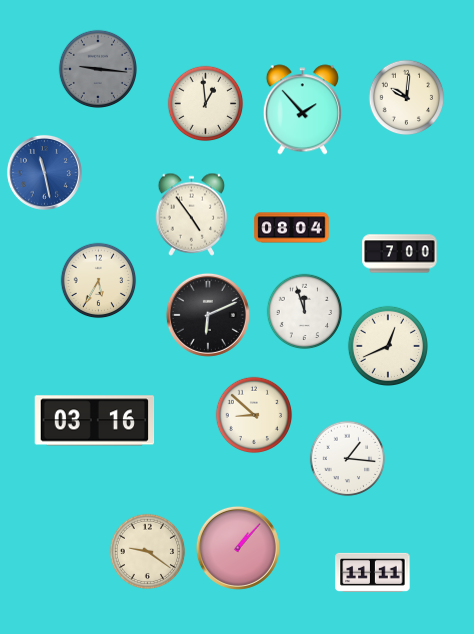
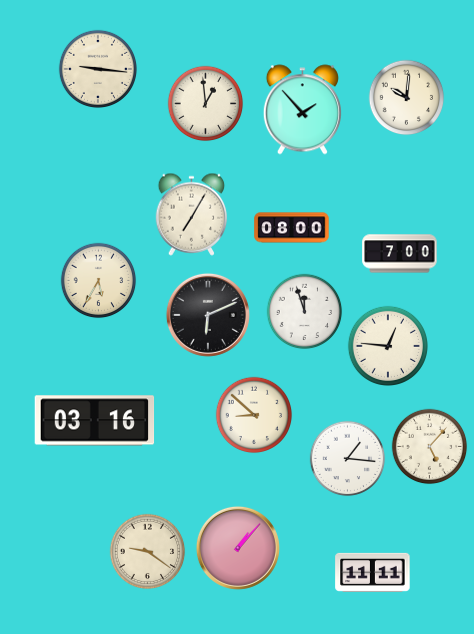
clock at (97, 68) dial: grey -> cream
clock at (44, 172): 11:28 -> none
clock at (192, 214): 4:54 -> 7:05
clock at (292, 228): 08:04 -> 08:00
clock at (387, 345): 12:41 -> 12:46
clock at (430, 447): none -> 5:07
